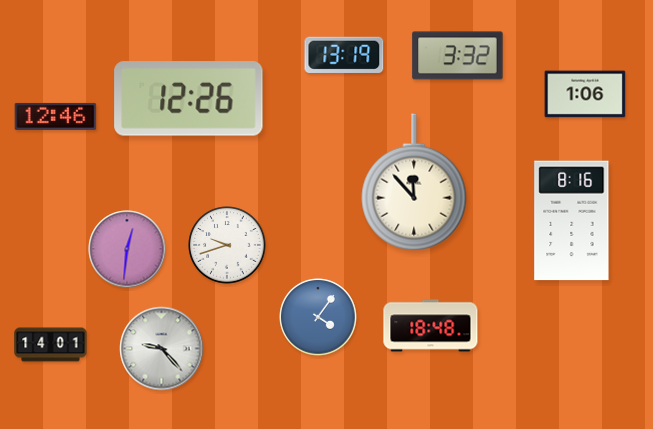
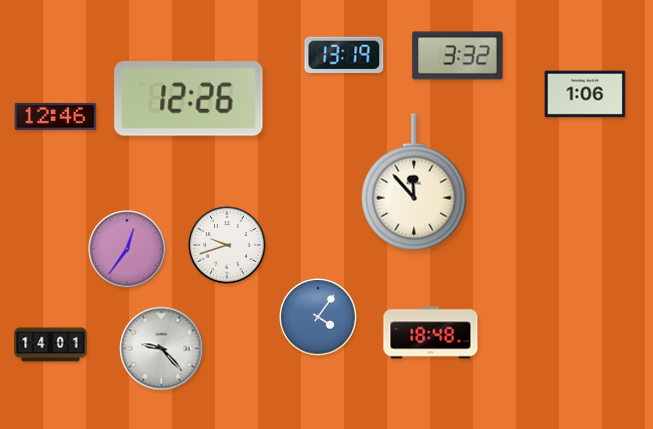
clock at (572, 221): 8:16 -> none
clock at (127, 249): 12:31 -> 12:36
clock at (431, 326) position: (431, 326) -> (431, 333)
